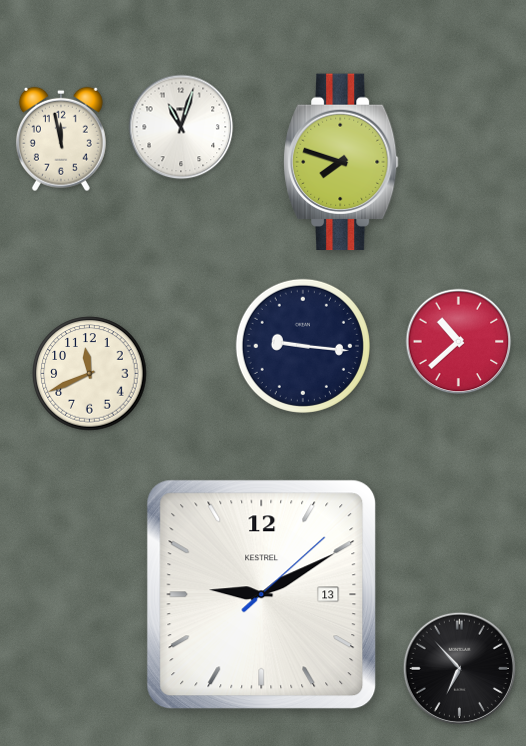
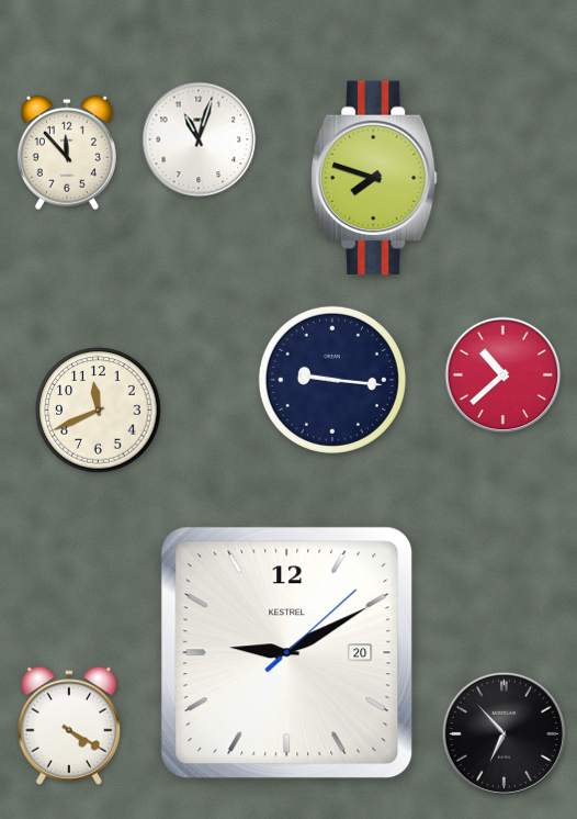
clock at (61, 139): 11:58 -> 11:53
clock at (262, 595) date: 13 -> 20
clock at (69, 726): none -> 4:20
